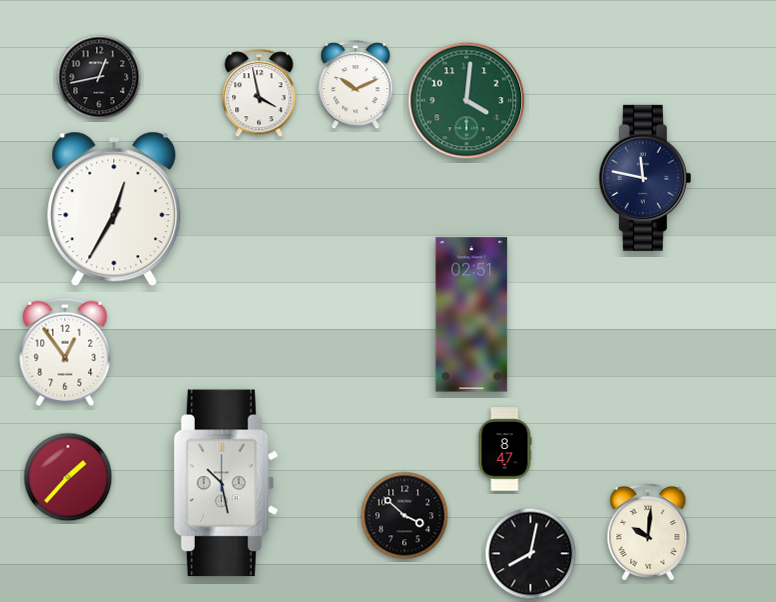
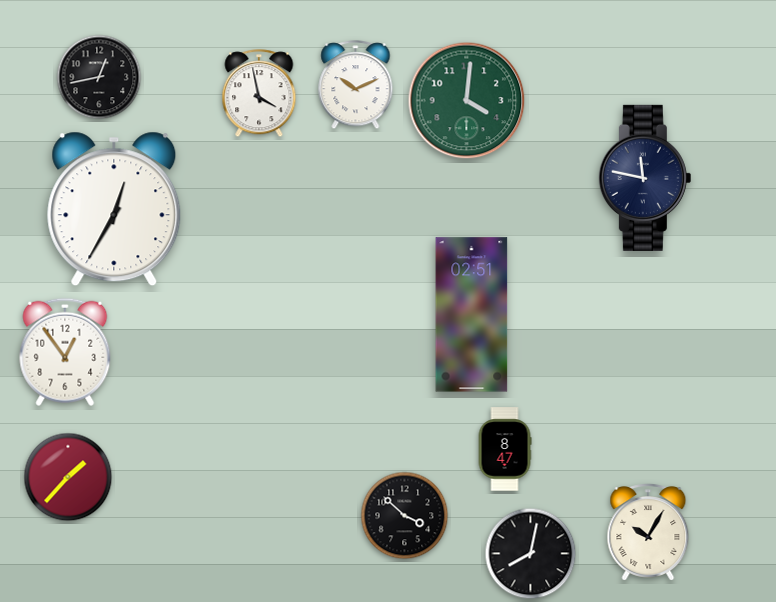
clock at (226, 483): 10:28 -> none
clock at (648, 532): 10:01 -> 10:05
